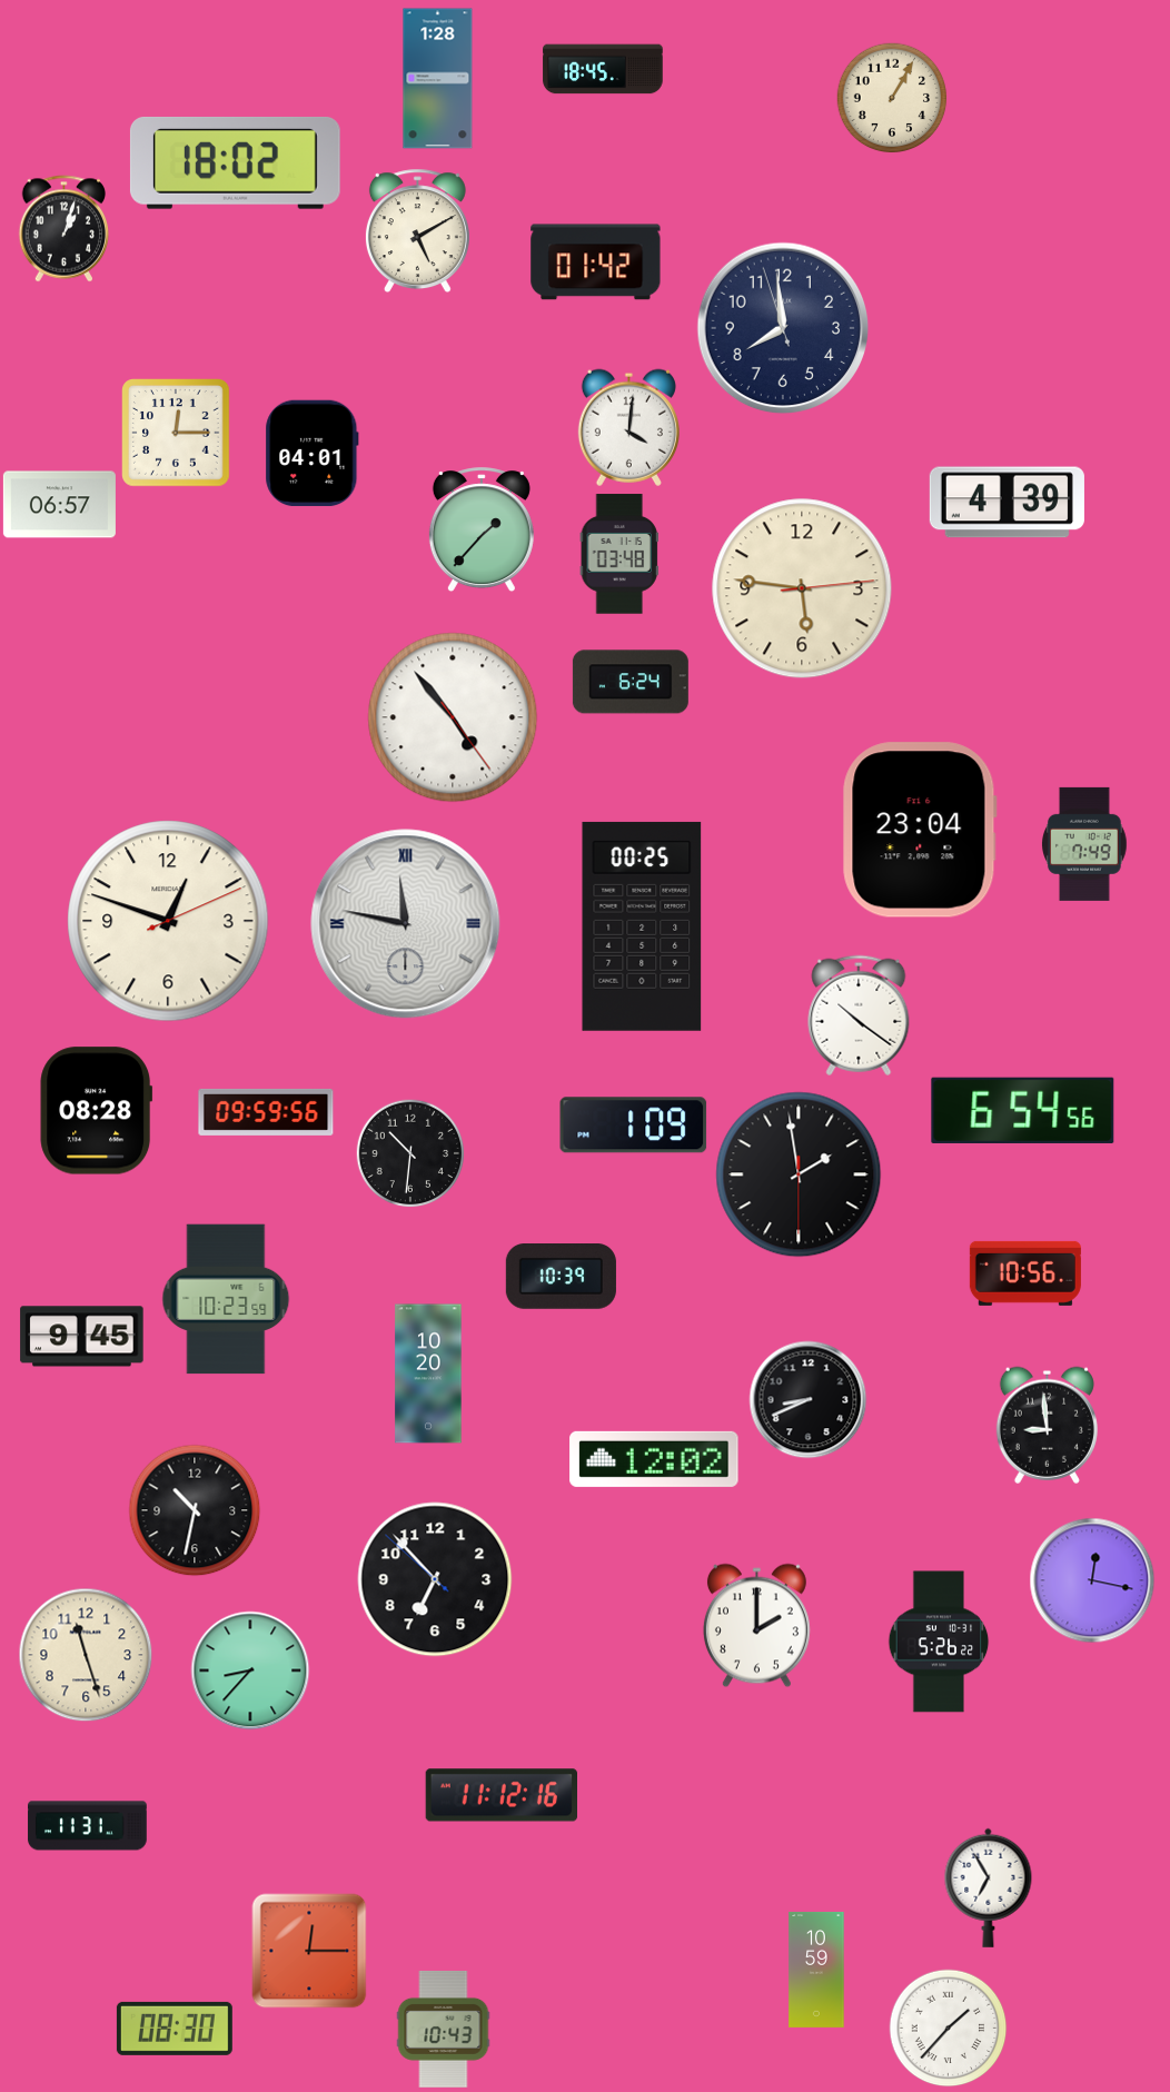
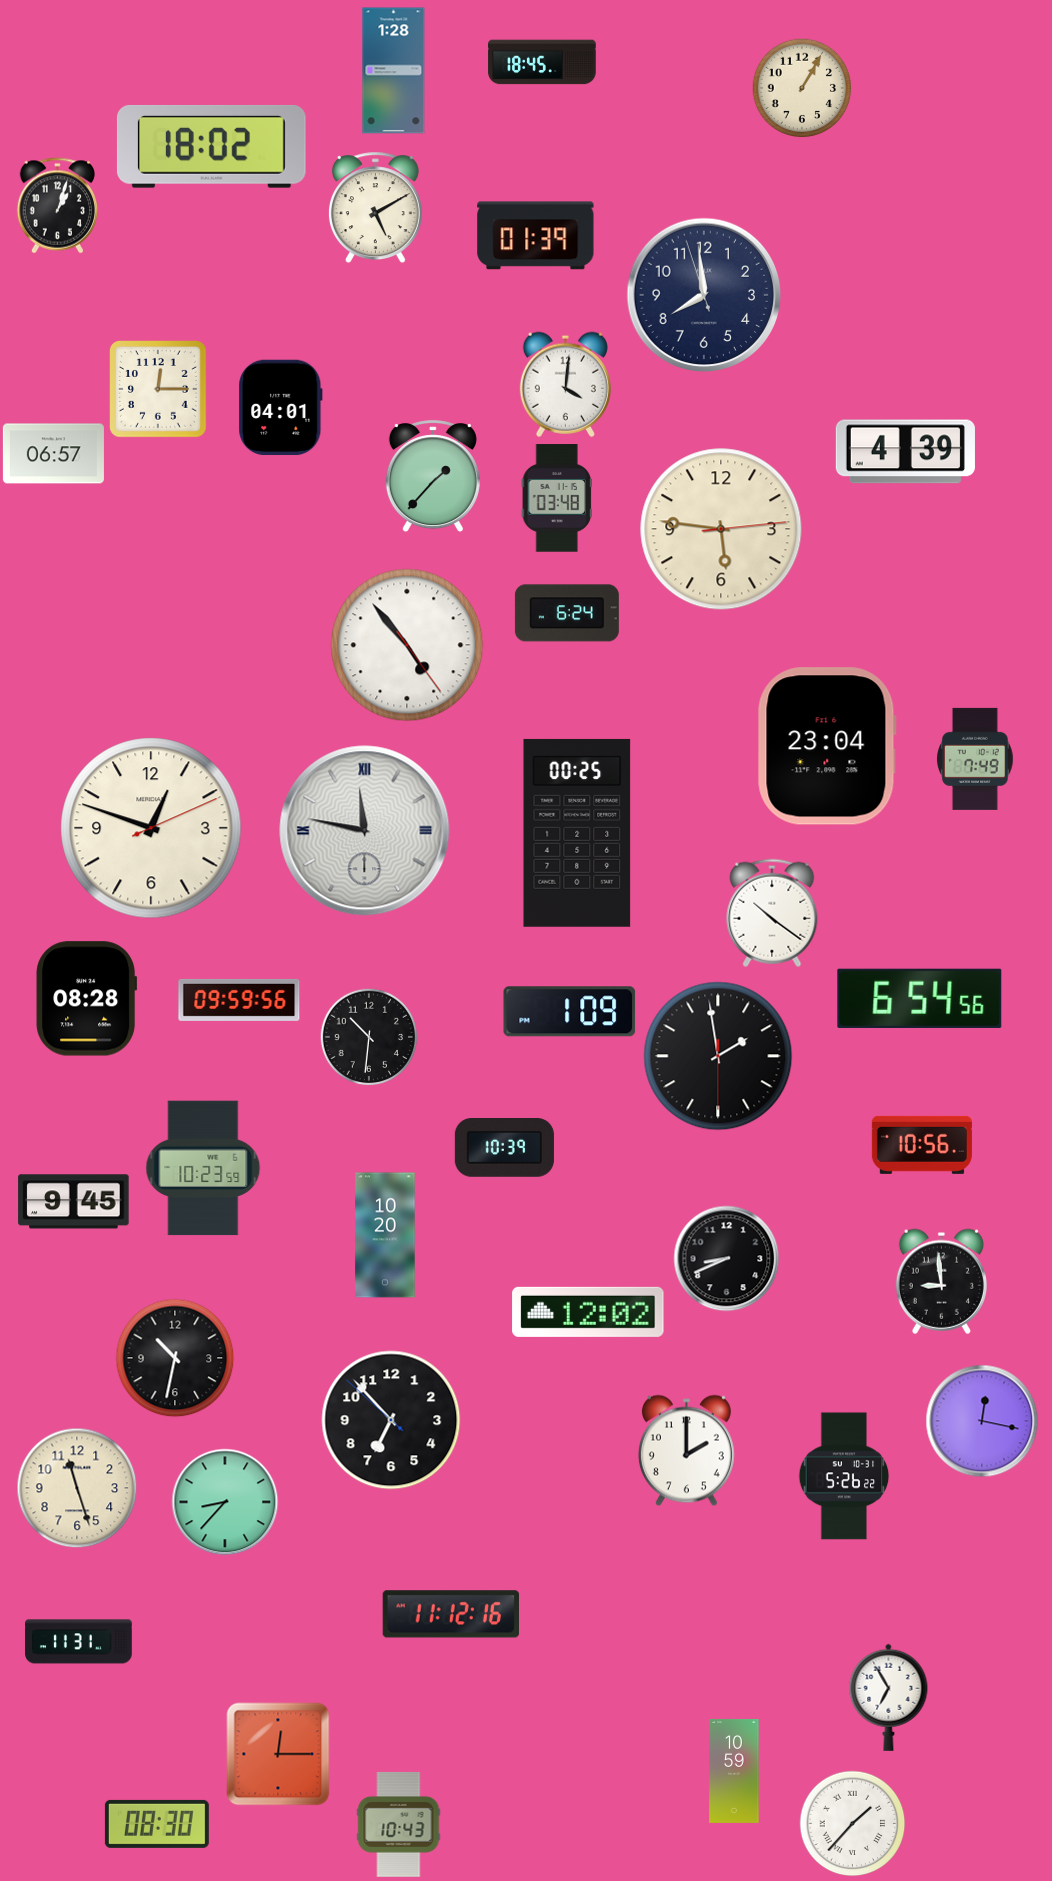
clock at (596, 262): 01:42 -> 01:39
clock at (756, 1626) position: (756, 1626) -> (686, 1451)
